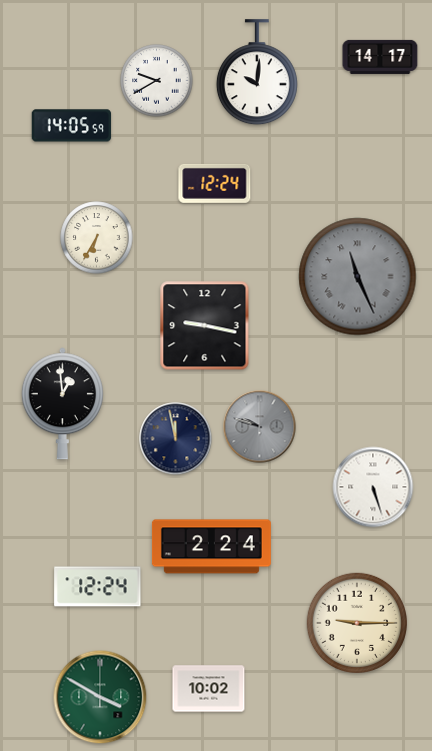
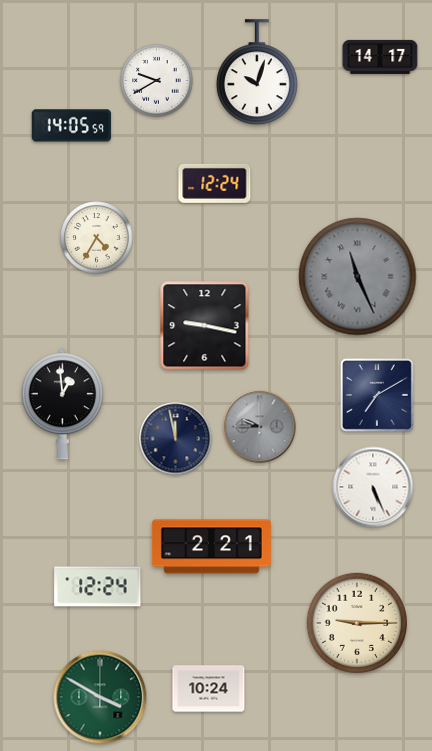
clock at (257, 73): 10:01 -> 10:03
clock at (97, 238): 6:35 -> 4:35
clock at (377, 395): none -> 7:10
clock at (260, 427): 9:48 -> 9:45
clock at (373, 487): 5:27 -> 5:26
clock at (211, 547): 2:24 -> 2:21
clock at (209, 689): 10:02 -> 10:24
